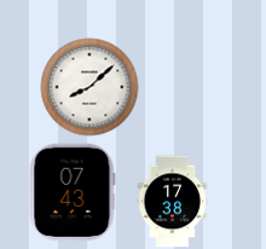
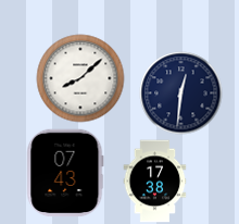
clock at (181, 94): none -> 12:31
